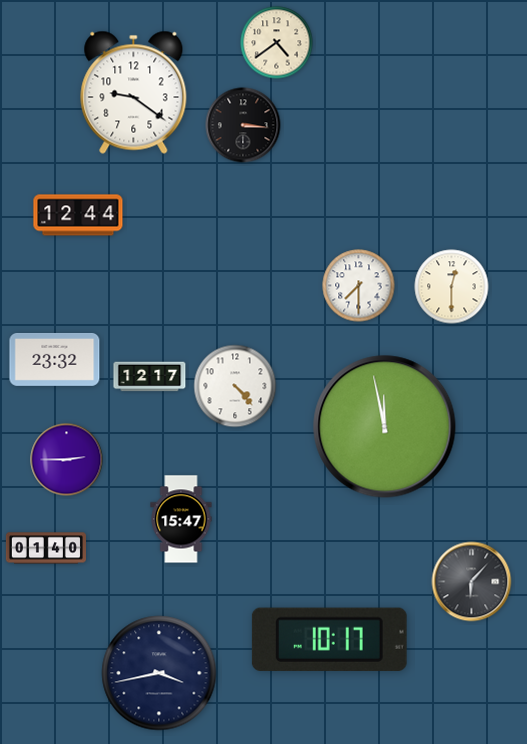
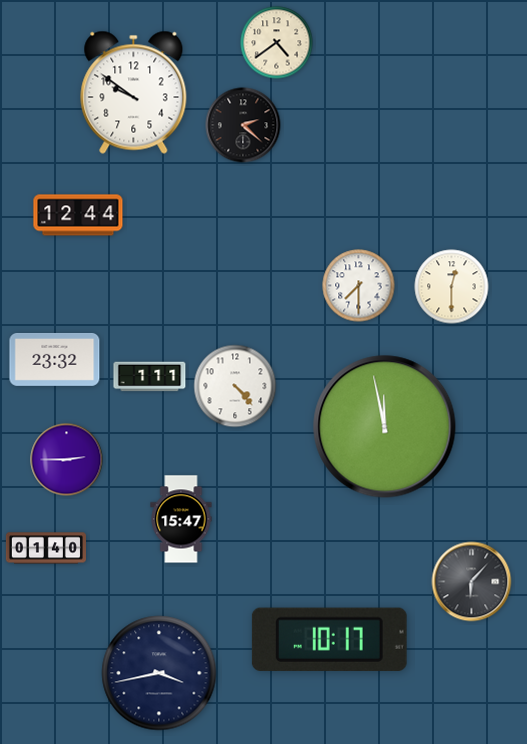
clock at (134, 92): 9:21 -> 9:51
clock at (243, 125): 3:16 -> 2:22
clock at (150, 377): 12:17 -> 1:11
